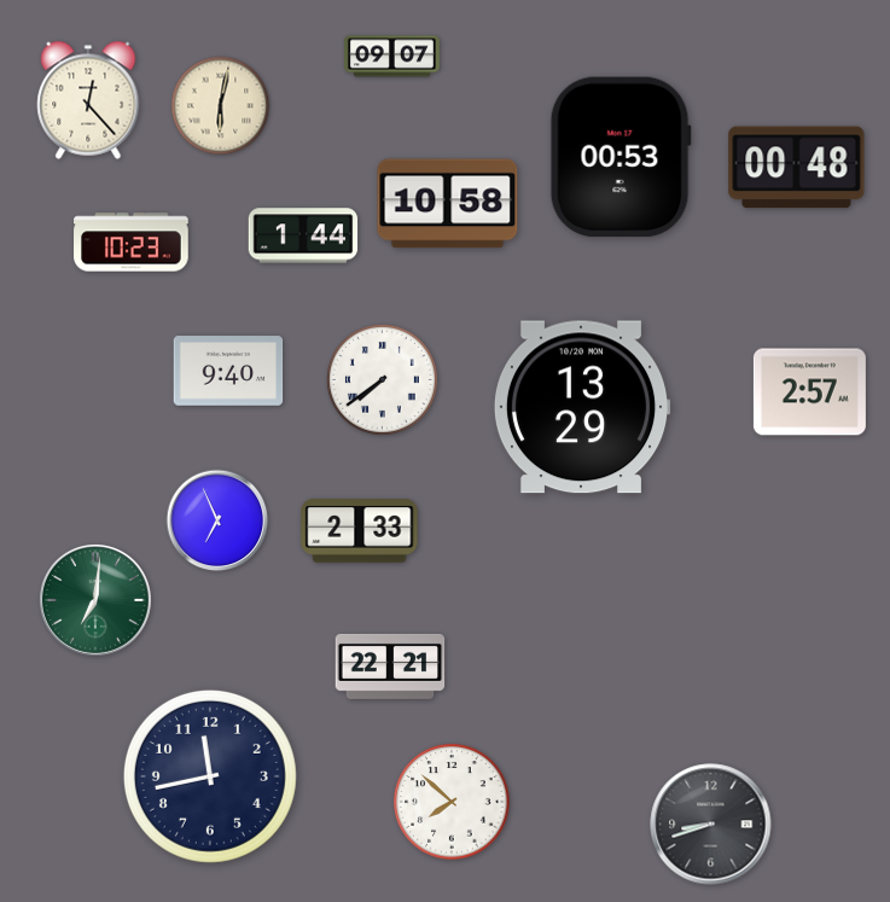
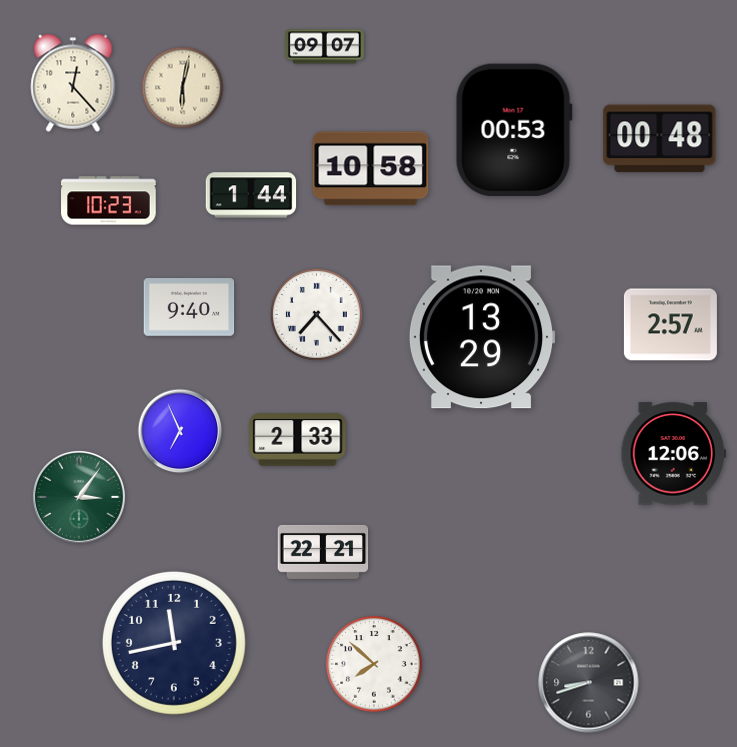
clock at (382, 379): 7:39 -> 7:23
clock at (673, 454): none -> 12:06
clock at (95, 600): 7:01 -> 3:06
